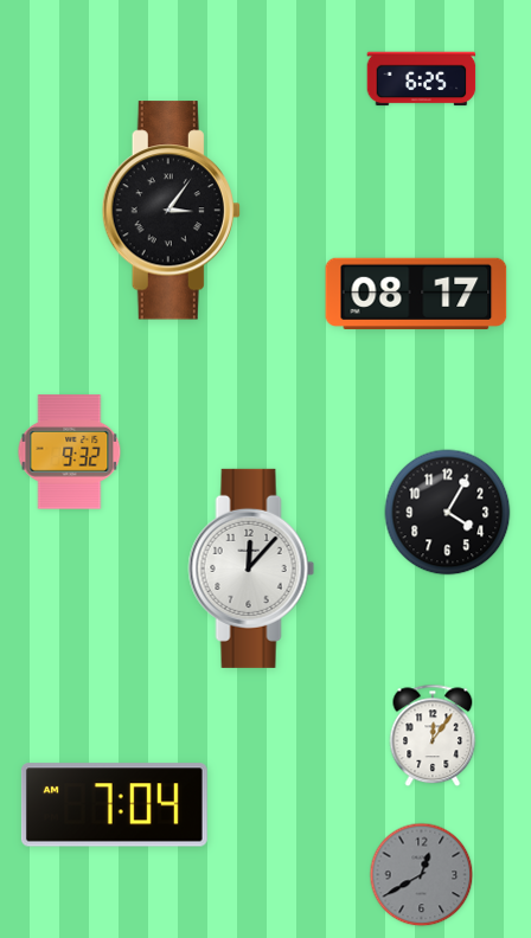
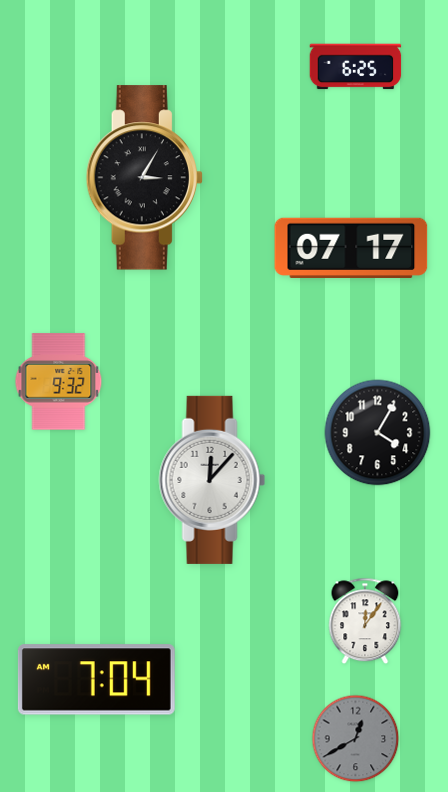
clock at (171, 211): 3:06 -> 3:05
clock at (416, 293): 08:17 -> 07:17
